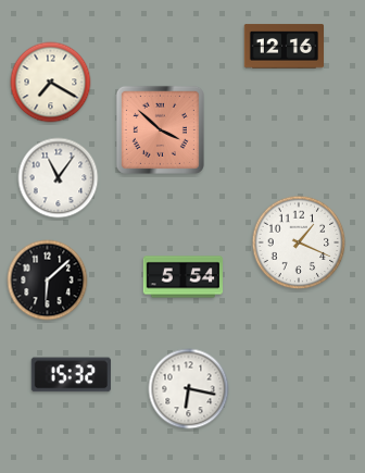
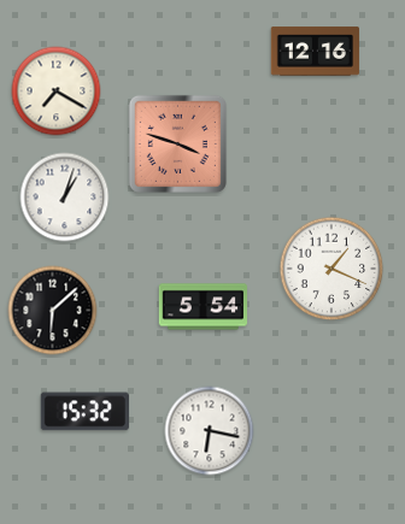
clock at (160, 129): 3:52 -> 3:48
clock at (59, 178): 11:06 -> 1:03
clock at (71, 375) position: (71, 375) -> (84, 412)
